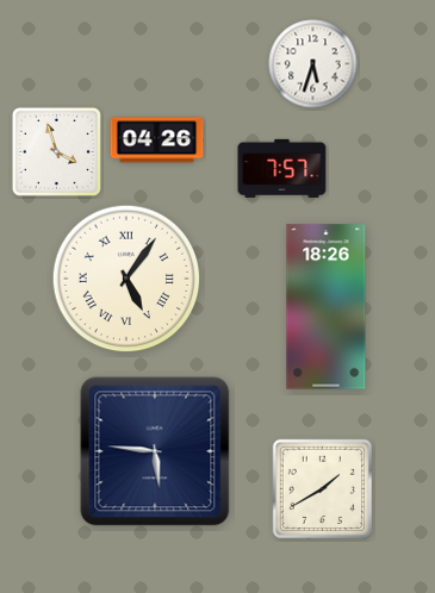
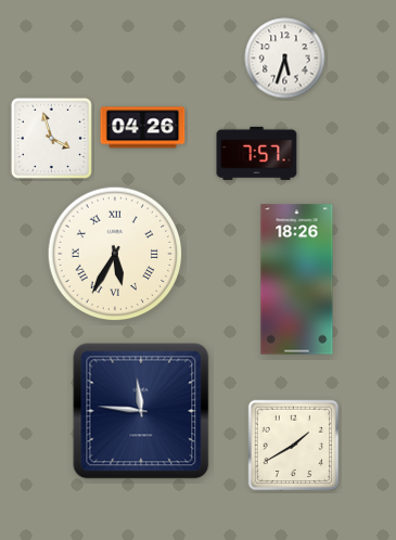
clock at (126, 279): 5:06 -> 5:35
clock at (155, 451): 5:46 -> 11:46
